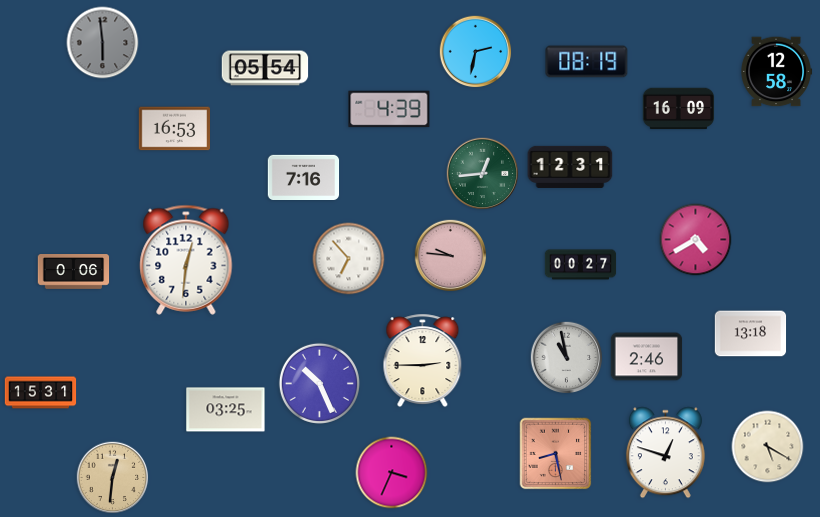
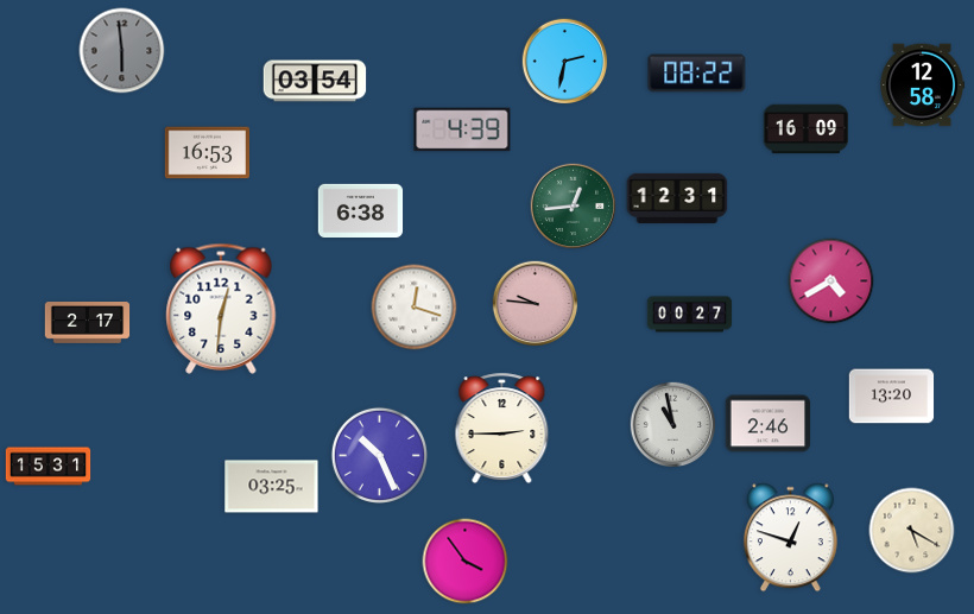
clock at (587, 62): 08:19 -> 08:22
clock at (265, 68): 05:54 -> 03:54
clock at (304, 177): 7:16 -> 6:38
clock at (696, 240) position: (696, 240) -> (831, 281)
clock at (349, 259): 6:53 -> 12:18
clock at (74, 272): 0:06 -> 2:17
clock at (751, 334): 13:18 -> 13:20
clock at (226, 410) position: (226, 410) -> (272, 487)
clock at (556, 454): 8:28 -> none
clock at (392, 473): 3:34 -> 3:54
clock at (113, 478): 12:31 -> none
